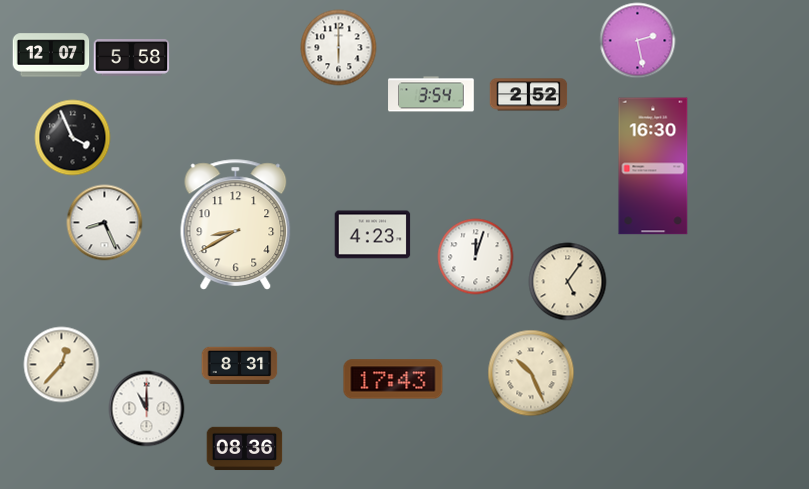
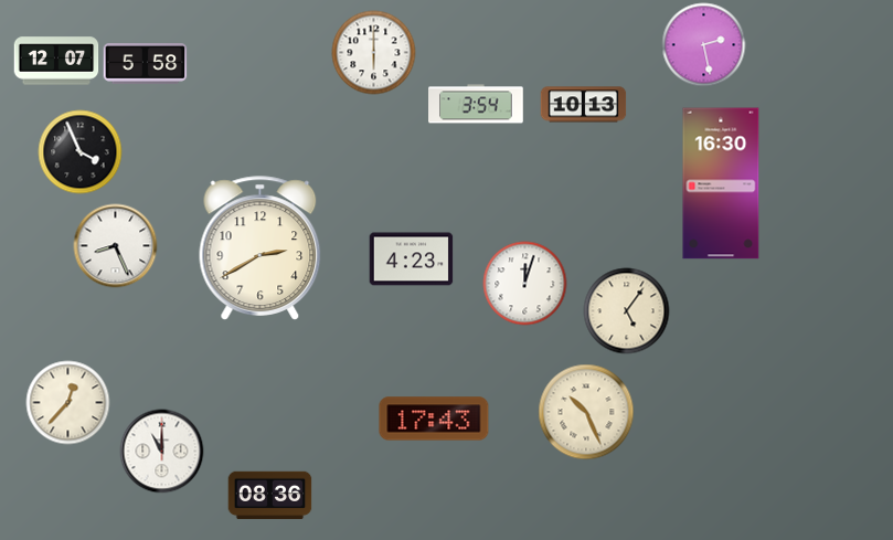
clock at (529, 95): 2:52 -> 10:13
clock at (236, 225): 8:40 -> 2:40
clock at (240, 366): 8:31 -> none
